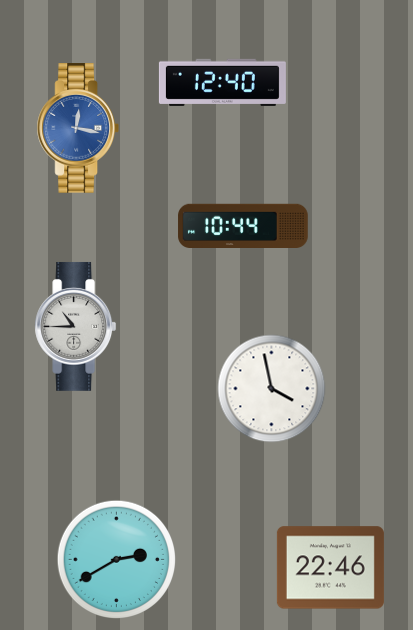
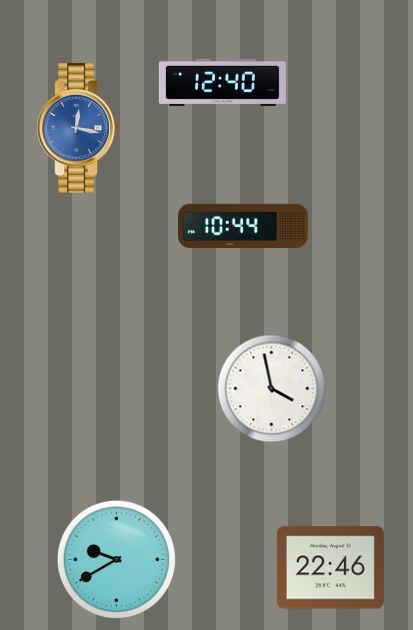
clock at (76, 326): 10:45 -> none
clock at (116, 559): 2:40 -> 9:40
